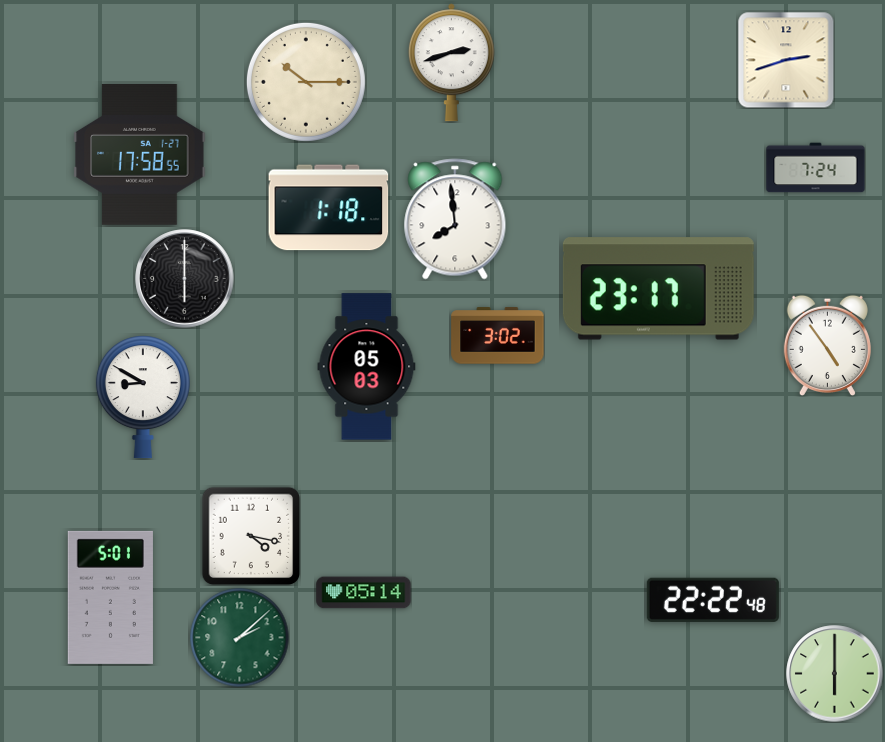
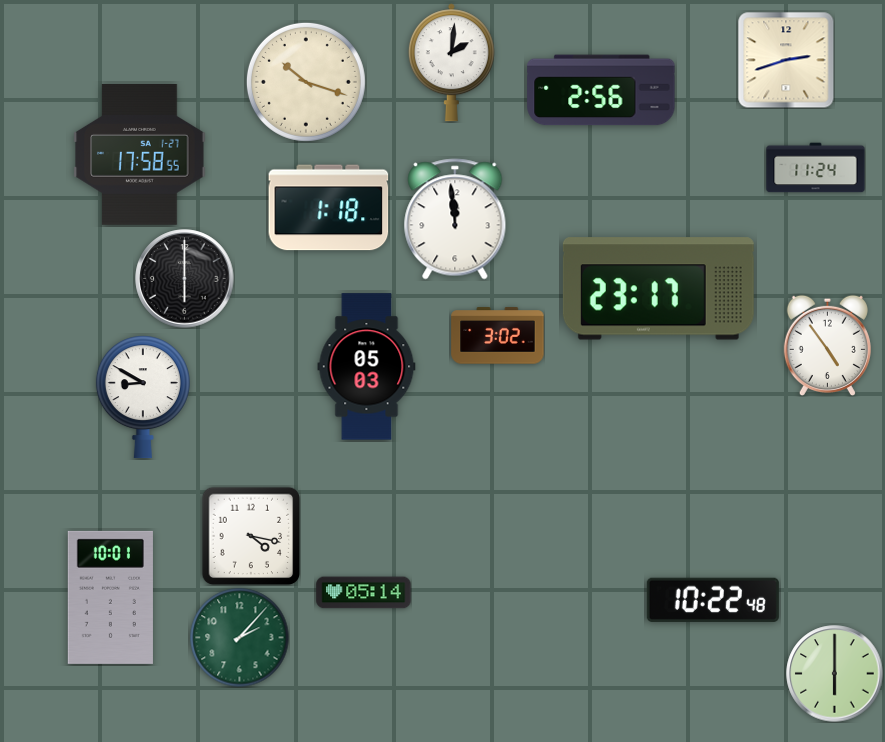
clock at (451, 63): 2:42 -> 2:01
clock at (306, 82): 10:15 -> 10:18
clock at (601, 90): none -> 2:56
clock at (816, 168): 7:24 -> 11:24
clock at (455, 219): 7:59 -> 11:59
clock at (110, 597): 5:01 -> 10:01
clock at (713, 600): 22:22 -> 10:22
clock at (240, 638): 2:08 -> 2:07
